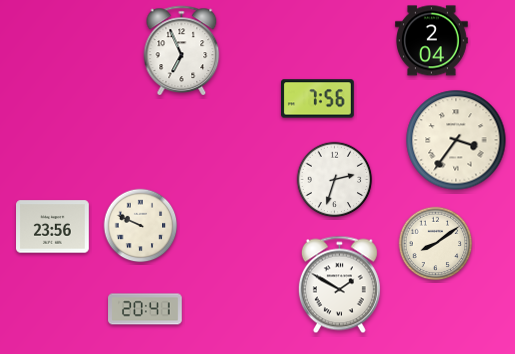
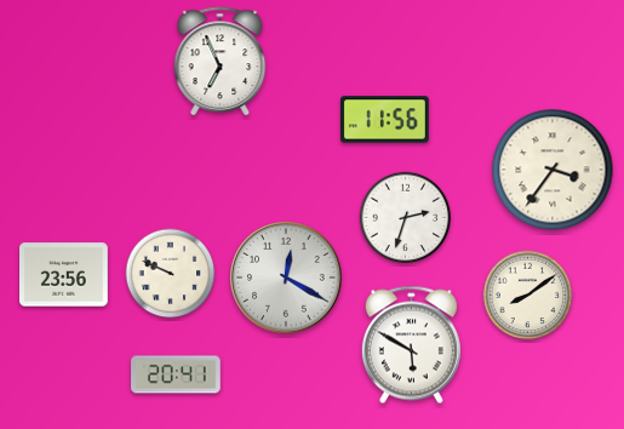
clock at (432, 41): 2:04 -> none
clock at (318, 99): 7:56 -> 11:56
clock at (286, 278): none -> 12:20
clock at (339, 285): 1:50 -> 5:50
